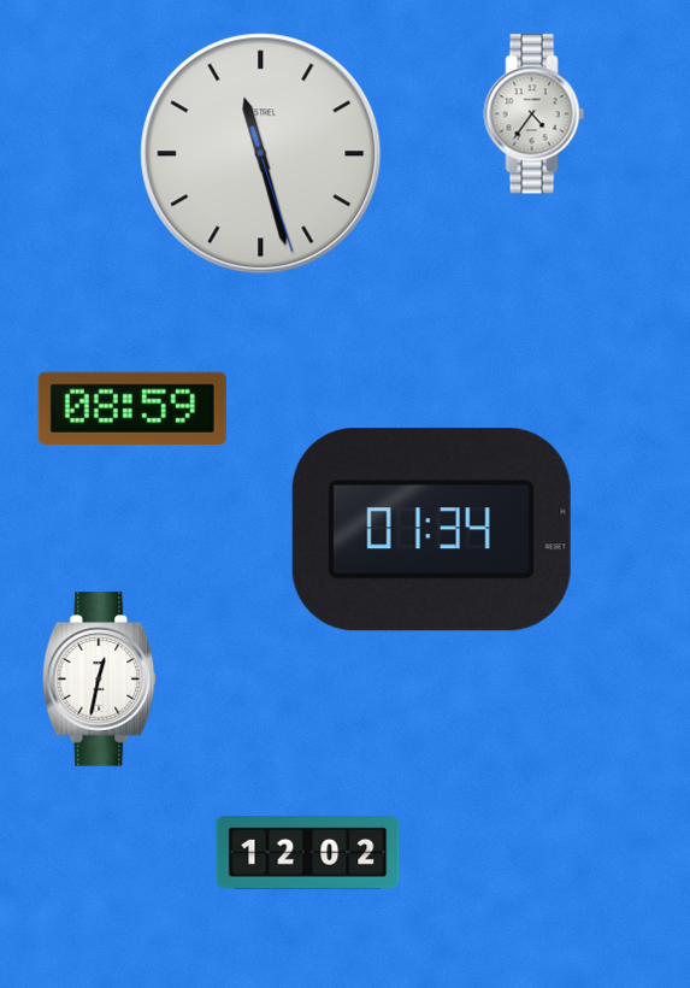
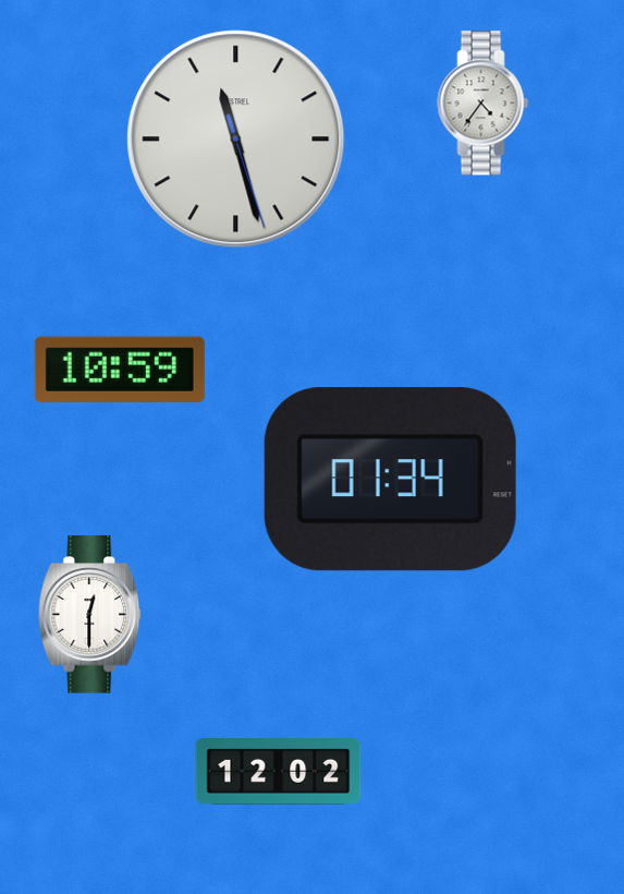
clock at (132, 407): 08:59 -> 10:59
clock at (100, 680): 12:32 -> 12:30
